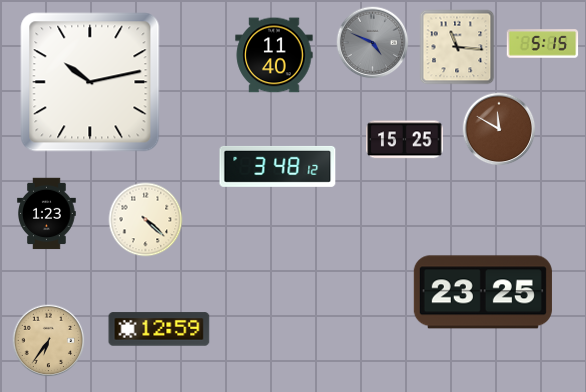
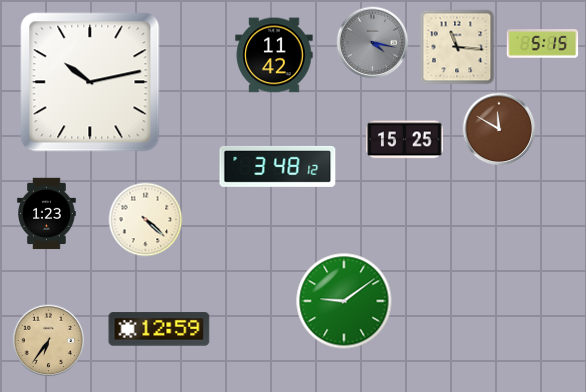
clock at (373, 43): 4:49 -> 4:17
clock at (274, 55): 11:40 -> 11:42
clock at (483, 292): 23:25 -> none
clock at (344, 301): none -> 9:09
